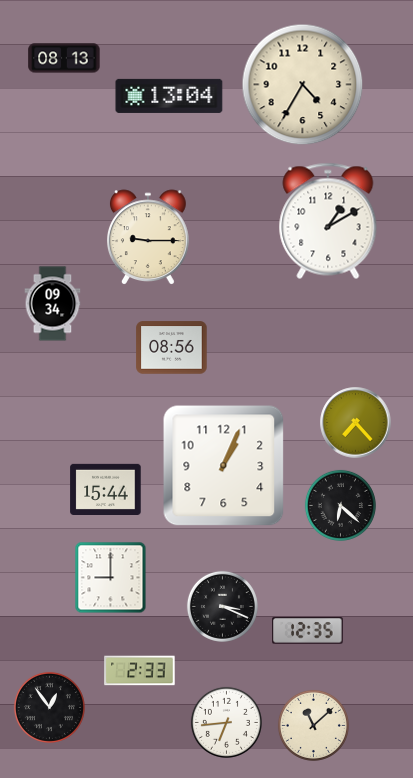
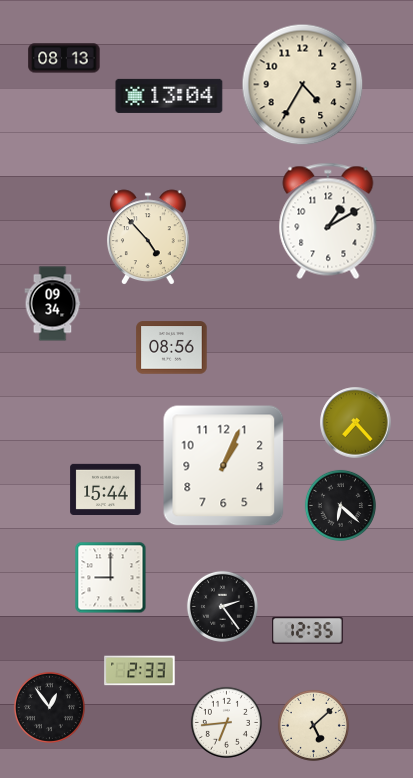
clock at (149, 237): 9:15 -> 4:53
clock at (222, 606): 3:19 -> 2:24
clock at (313, 725): 11:08 -> 5:08
